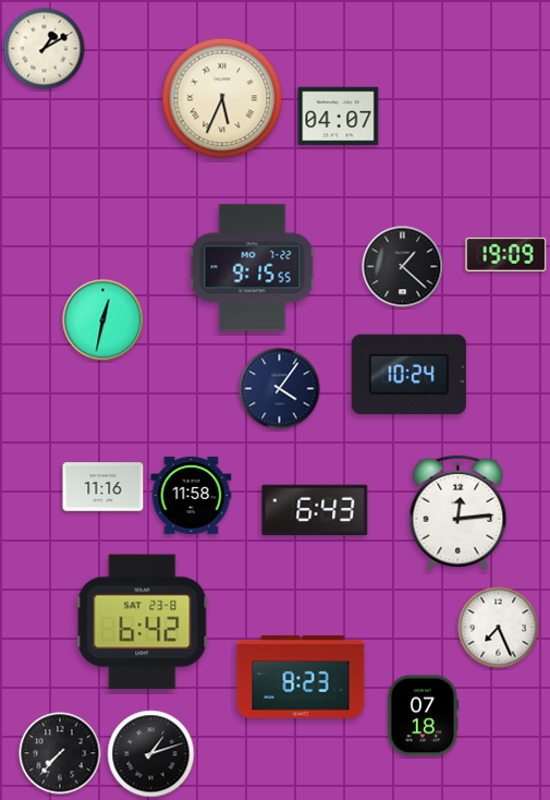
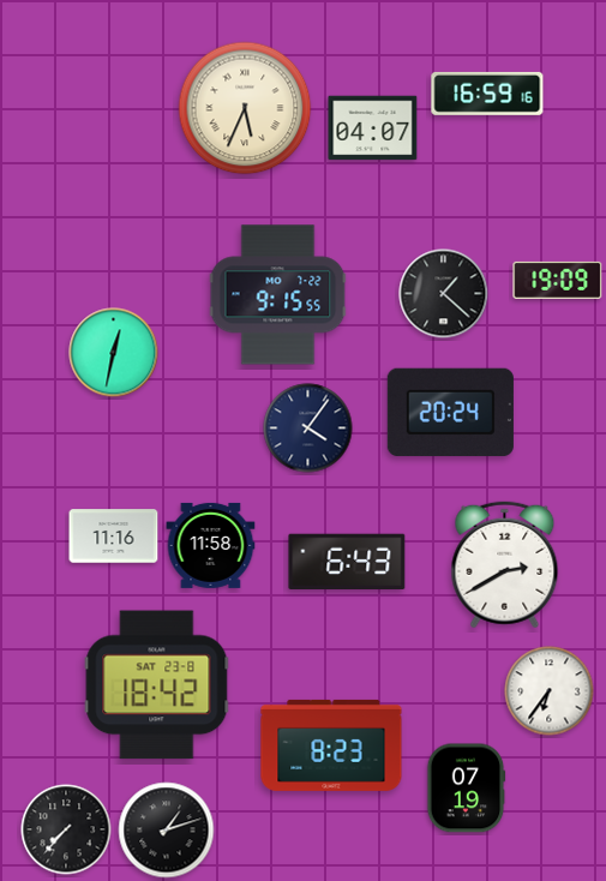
clock at (45, 49): 1:10 -> none
clock at (487, 94): none -> 16:59
clock at (408, 374): 10:24 -> 20:24
clock at (459, 513): 12:14 -> 2:40
clock at (143, 622): 6:42 -> 18:42
clock at (499, 628): 7:26 -> 6:36
clock at (424, 716): 07:18 -> 07:19
